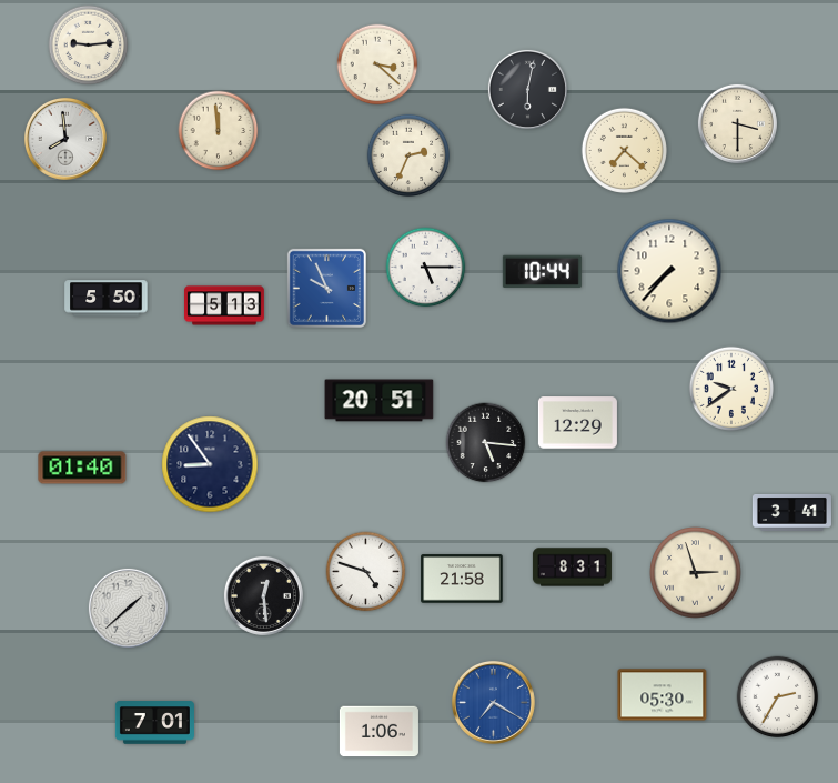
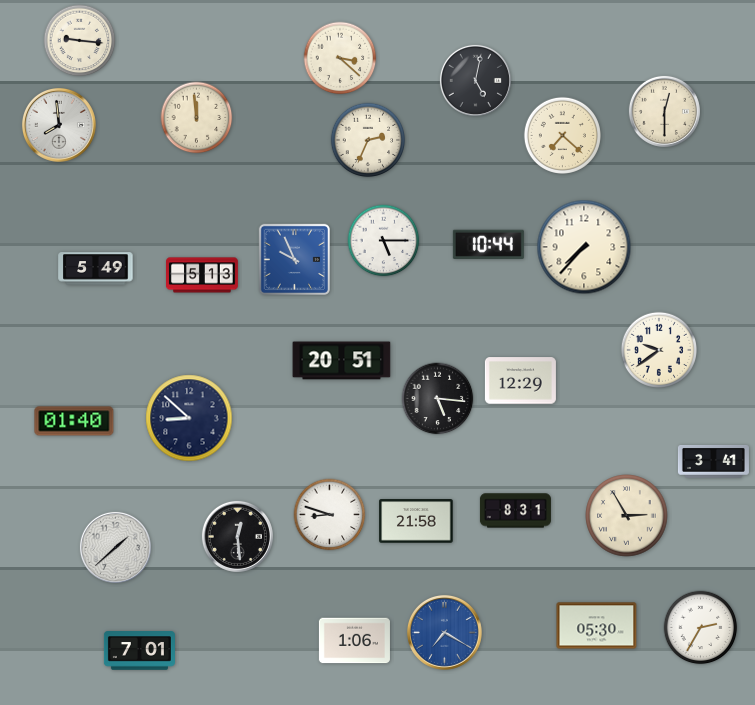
clock at (89, 46): 9:14 -> 9:16
clock at (527, 89): 6:02 -> 5:02
clock at (737, 123): 3:30 -> 12:30
clock at (669, 271) position: (669, 271) -> (584, 247)
clock at (107, 299): 5:50 -> 5:49
clock at (210, 464): 8:54 -> 8:52
clock at (366, 572): 4:48 -> 8:48
clock at (696, 573): 2:57 -> 2:55
clock at (378, 732) position: (378, 732) -> (354, 641)
